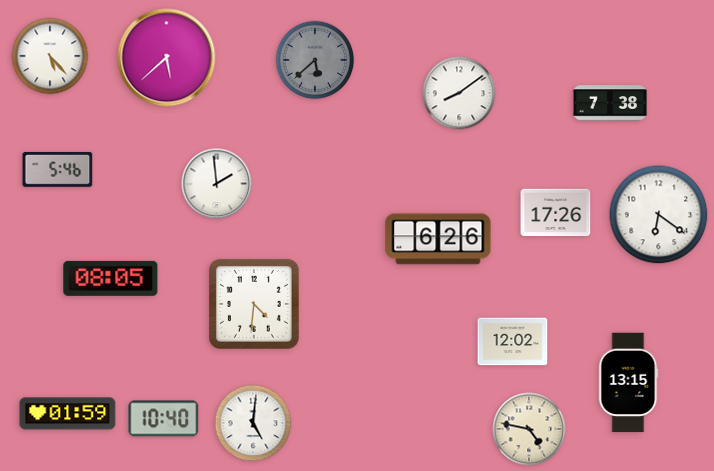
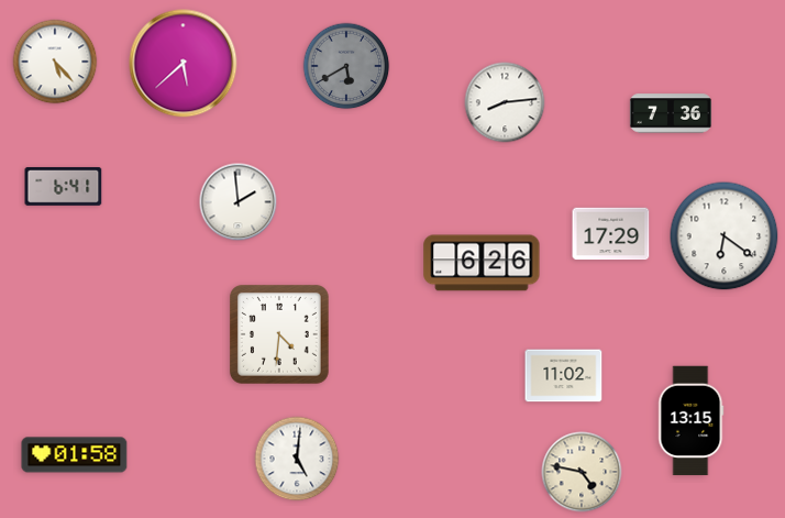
clock at (315, 60): 5:38 -> 5:40
clock at (459, 93): 8:09 -> 8:14
clock at (610, 103): 7:38 -> 7:36
clock at (58, 169): 5:46 -> 6:41
clock at (556, 213): 17:26 -> 17:29
clock at (111, 278): 08:05 -> none
clock at (513, 342): 12:02 -> 11:02
clock at (68, 414): 01:59 -> 01:58
clock at (164, 419): 10:40 -> none
clock at (253, 423) position: (253, 423) -> (297, 459)
